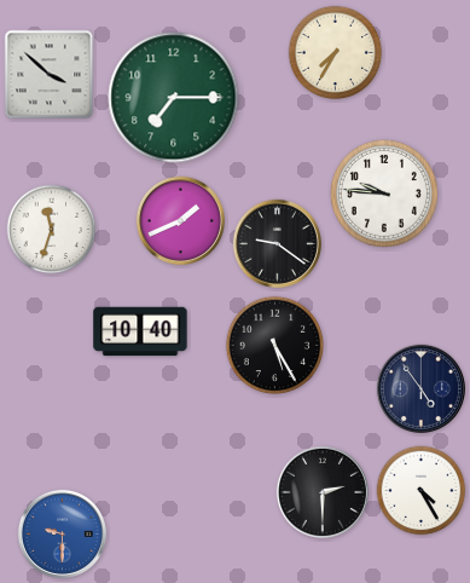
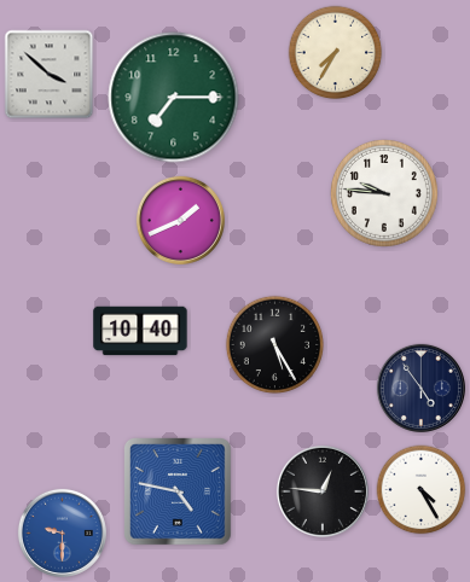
clock at (52, 230): 11:33 -> none
clock at (277, 243): 9:21 -> none
clock at (323, 492): 2:30 -> 12:46
clock at (179, 493): none -> 4:47
